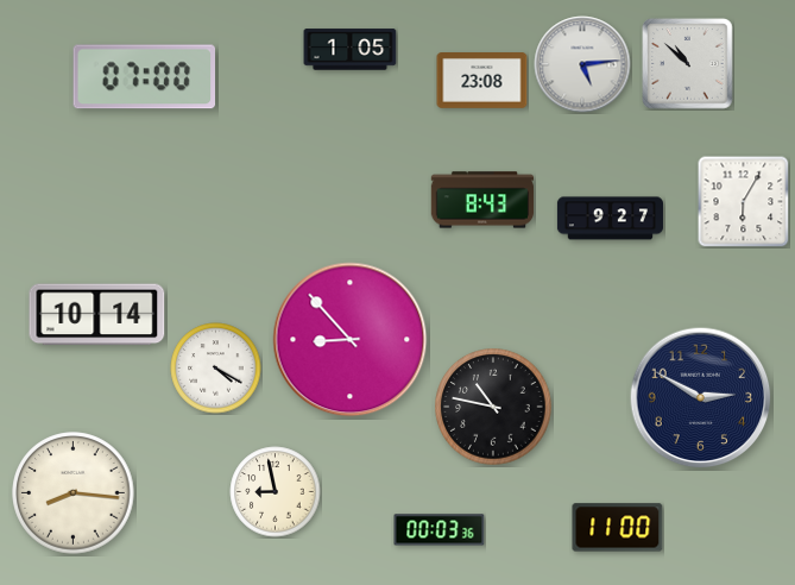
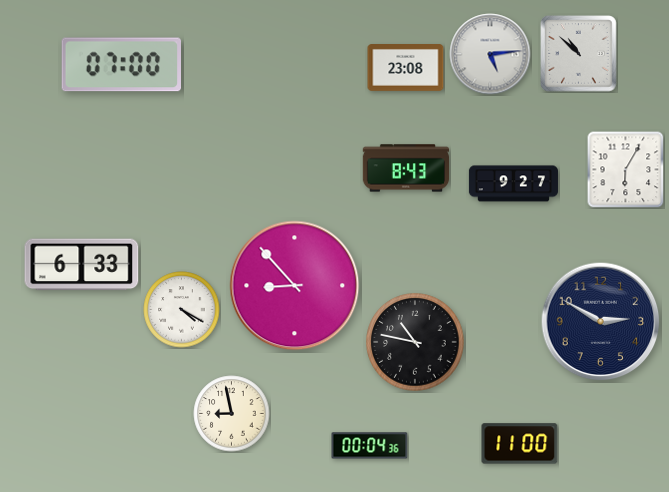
clock at (351, 50): 1:05 -> none
clock at (97, 315): 10:14 -> 6:33
clock at (701, 398) position: (701, 398) -> (601, 322)
clock at (74, 493): 8:16 -> none
clock at (440, 530): 00:03 -> 00:04
